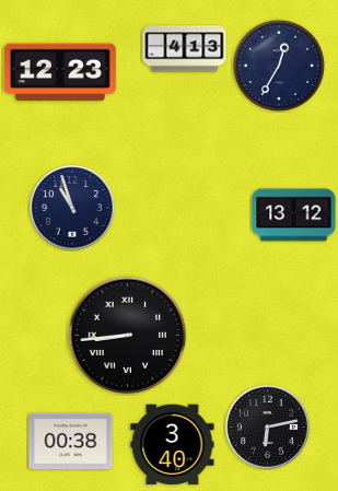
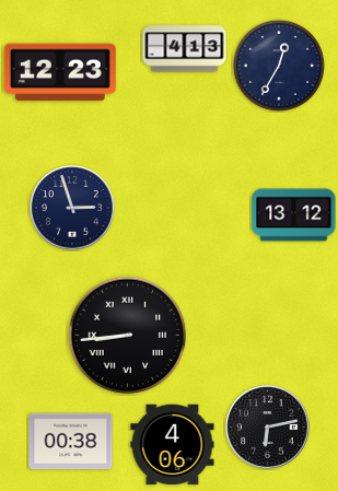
clock at (72, 208): 10:57 -> 2:57
clock at (173, 445): 3:40 -> 4:06
